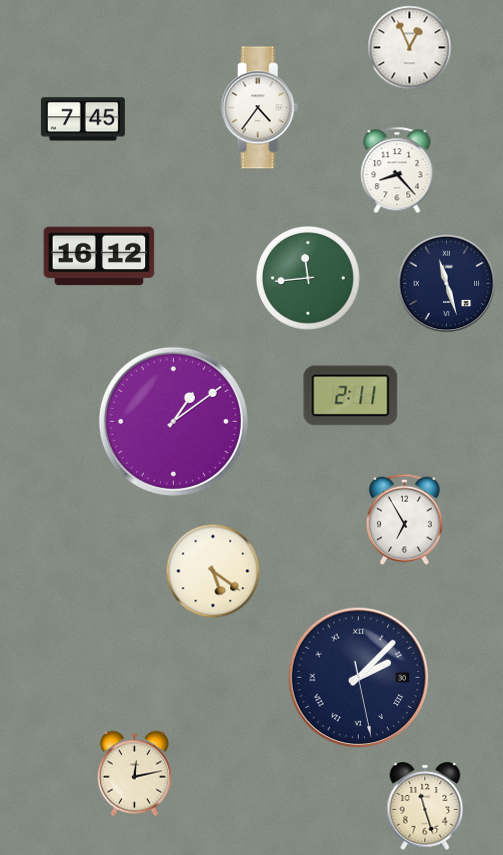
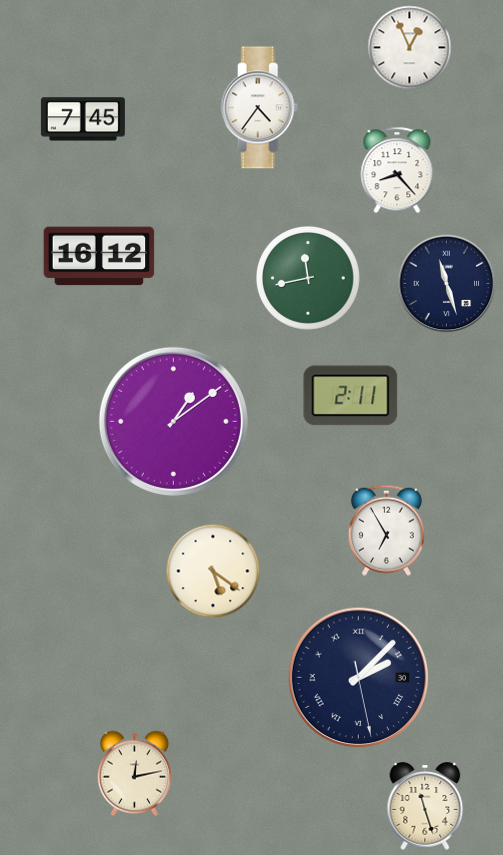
clock at (308, 278): 11:44 -> 11:43
clock at (404, 519) position: (404, 519) -> (386, 530)
